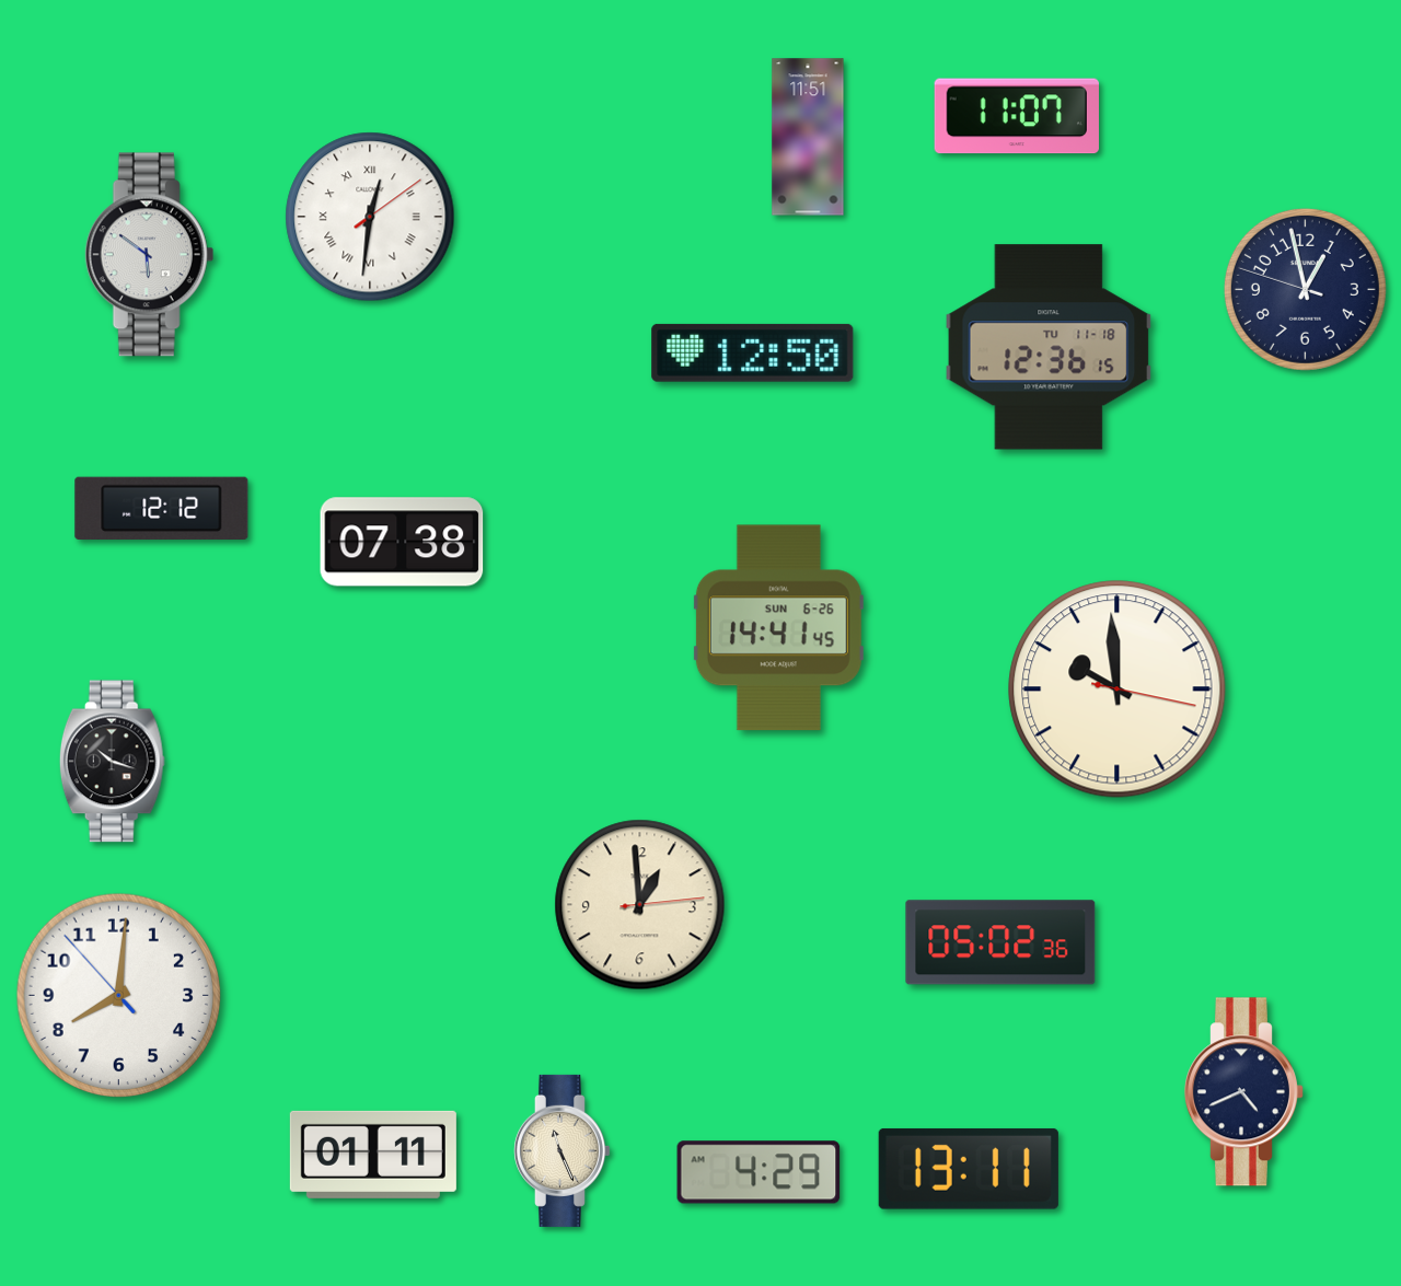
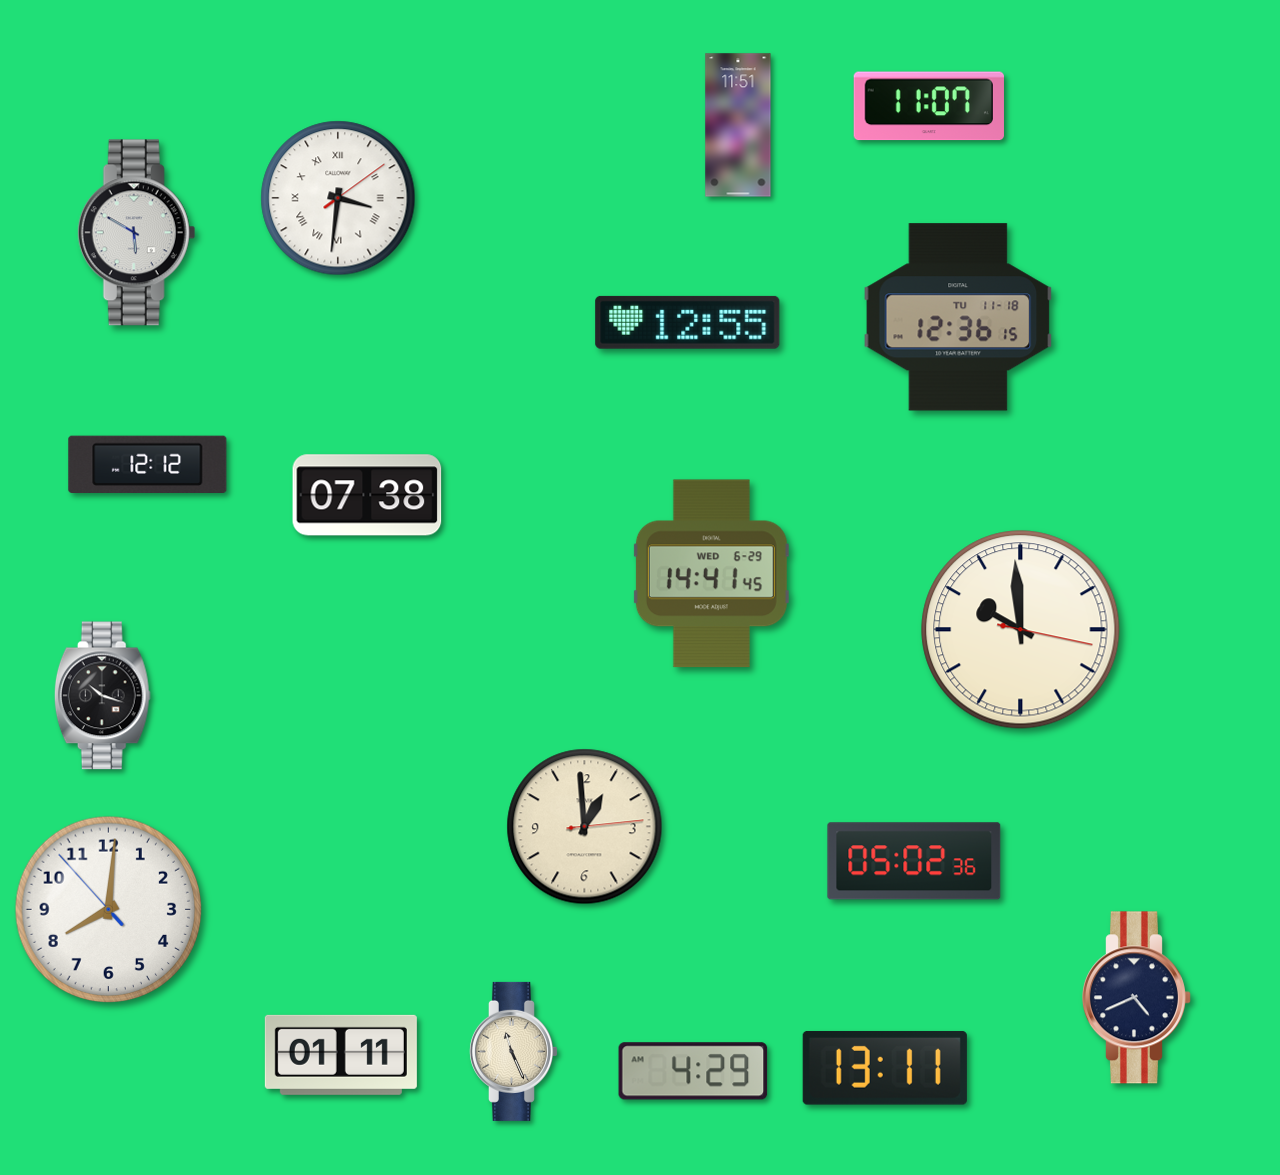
clock at (370, 217): 12:31 -> 3:31
clock at (150, 255): 5:51 -> 5:50
clock at (1305, 289): 12:57 -> none
clock at (753, 352): 12:50 -> 12:55
clock at (778, 628) date: SUN 6-26 -> WED 6-29
